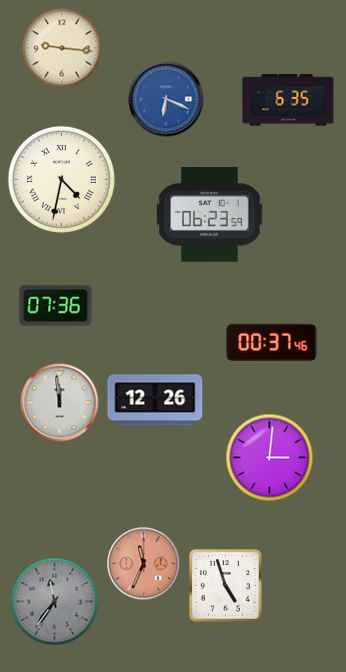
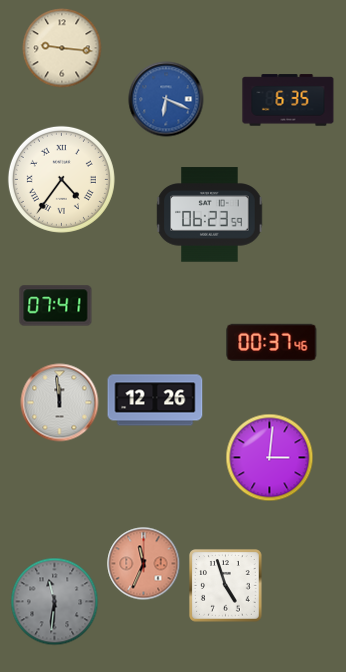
clock at (61, 179): 4:32 -> 4:36
clock at (56, 306): 07:36 -> 07:41
clock at (55, 602): 11:36 -> 11:31
